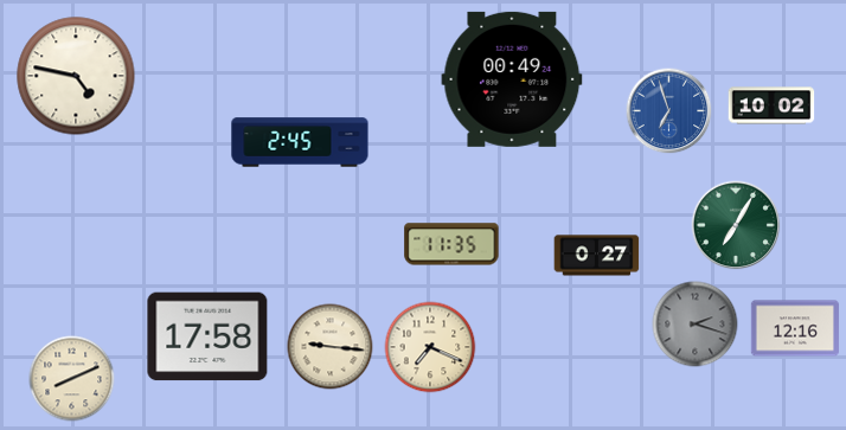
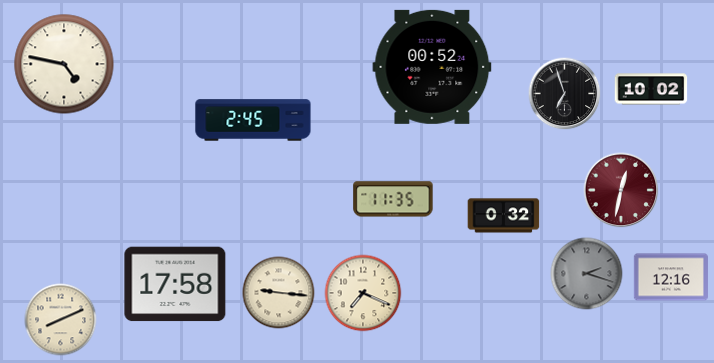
clock at (512, 79): 00:49 -> 00:52
clock at (669, 111) dial: blue -> black
clock at (736, 225): 7:05 -> 12:32
clock at (736, 225) dial: green -> burgundy
clock at (451, 244) position: (451, 244) -> (393, 199)
clock at (597, 256): 0:27 -> 0:32
